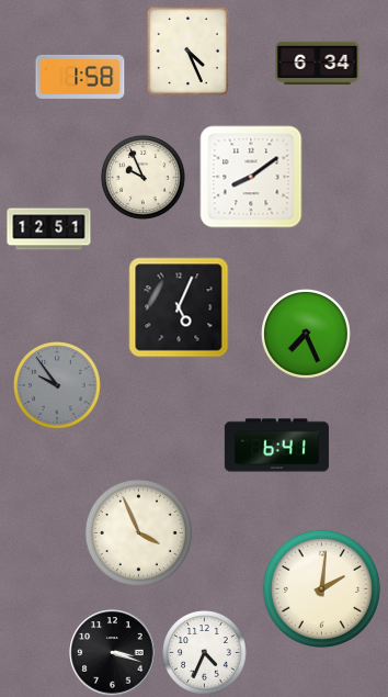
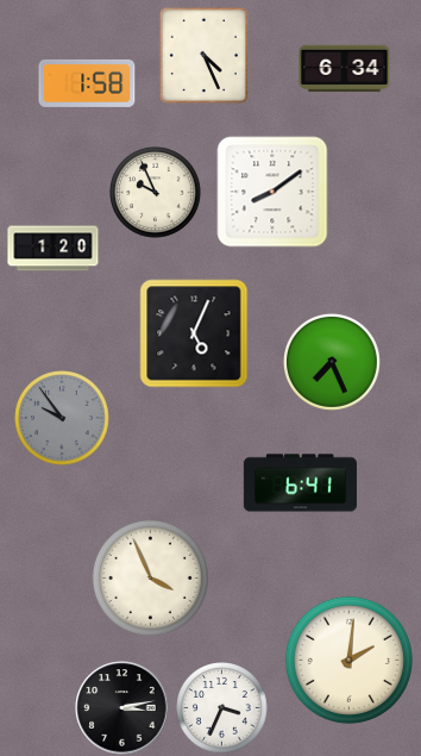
clock at (49, 229): 12:51 -> 1:20
clock at (321, 588) position: (321, 588) -> (348, 660)
clock at (113, 653): 3:18 -> 3:13
clock at (205, 653): 4:34 -> 3:34
